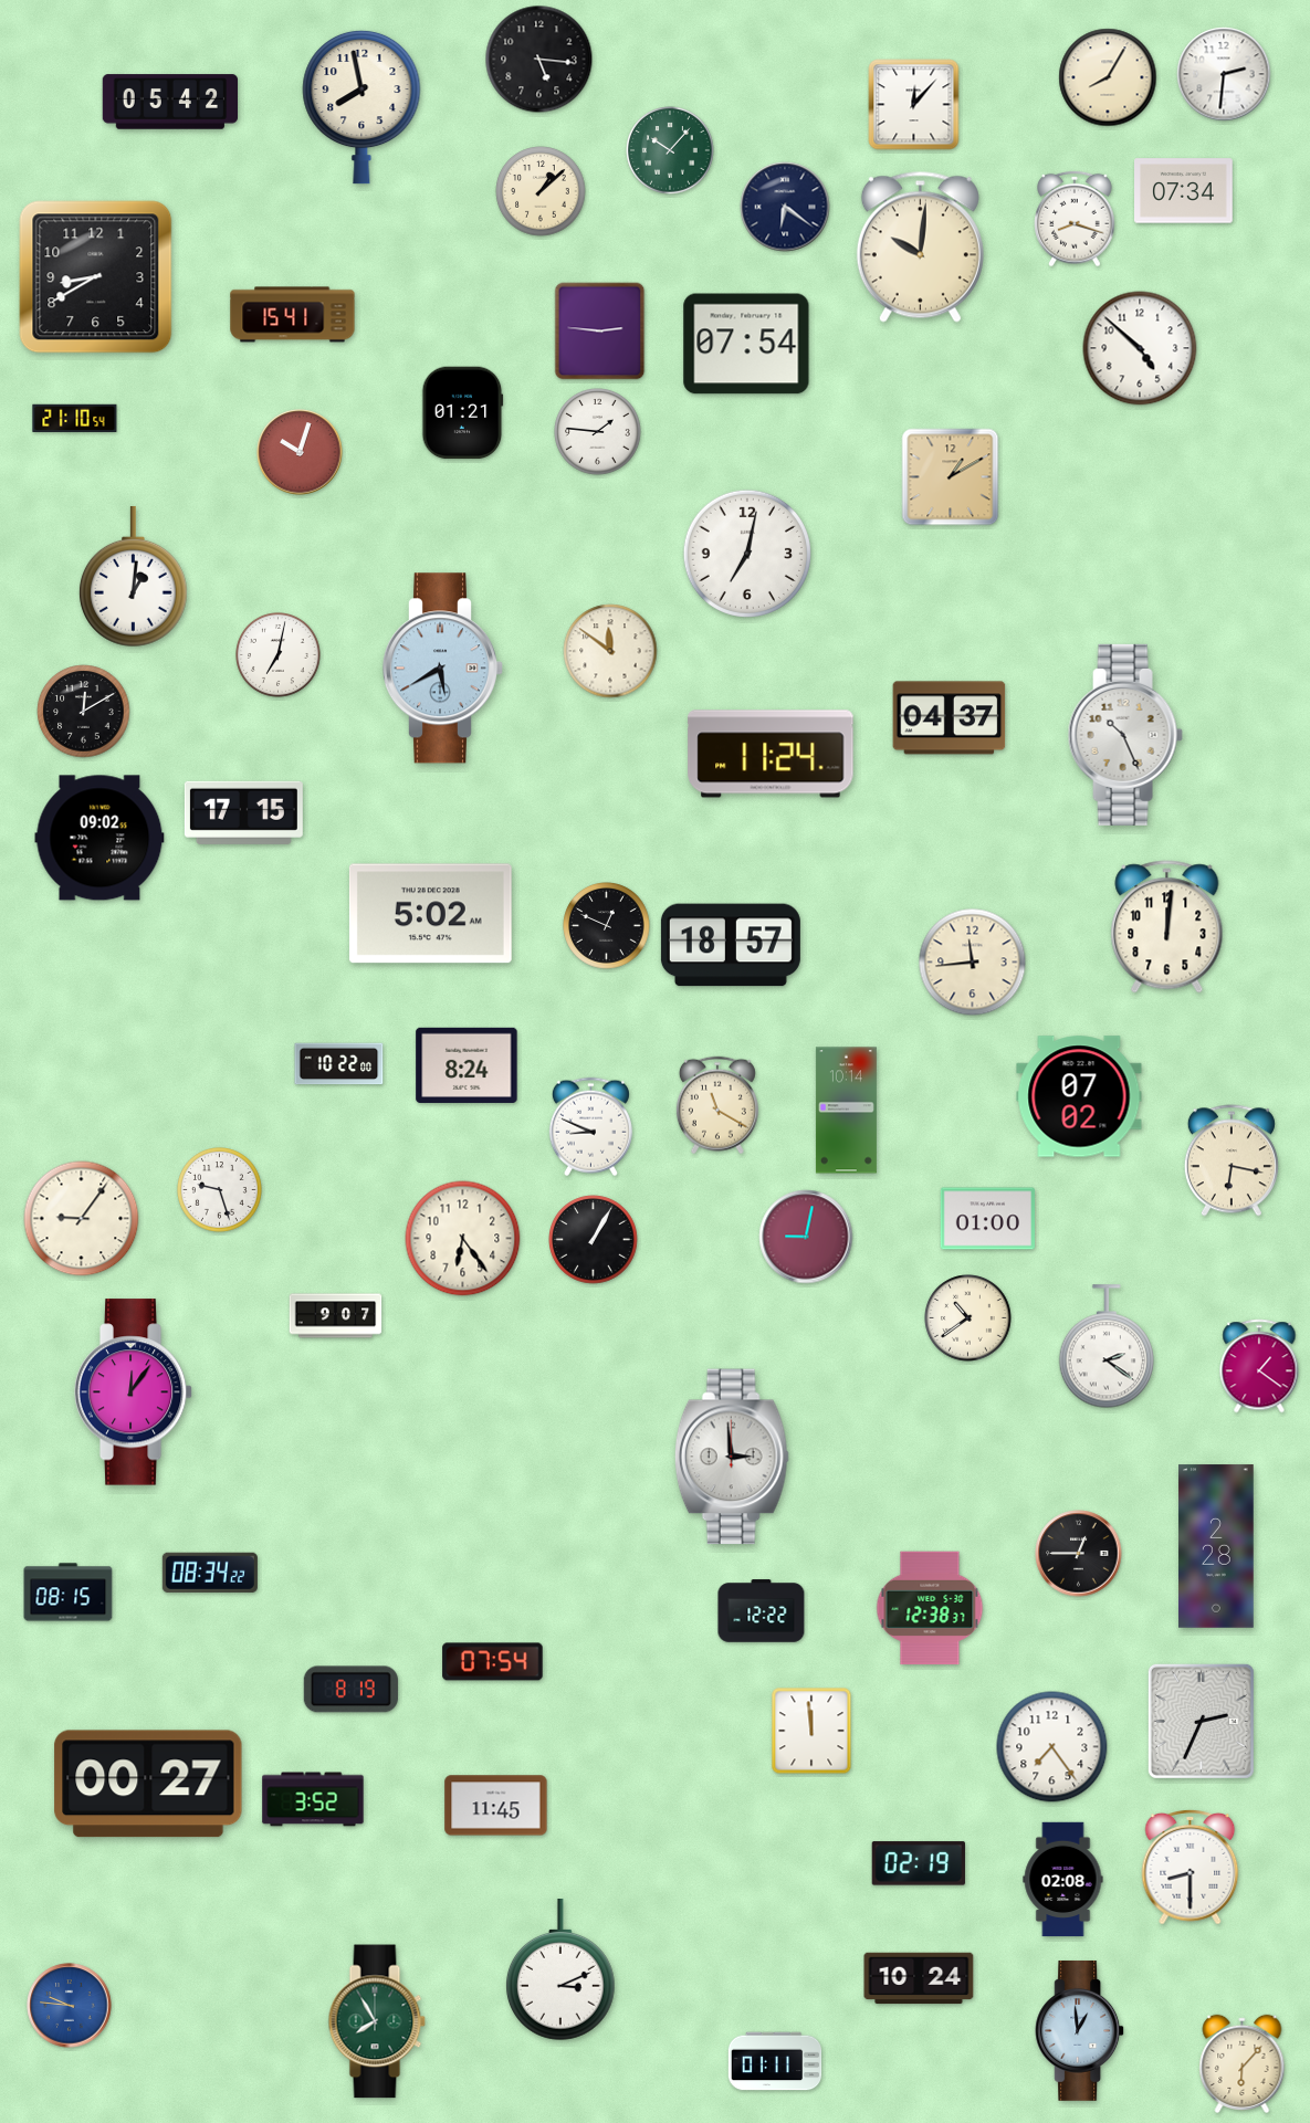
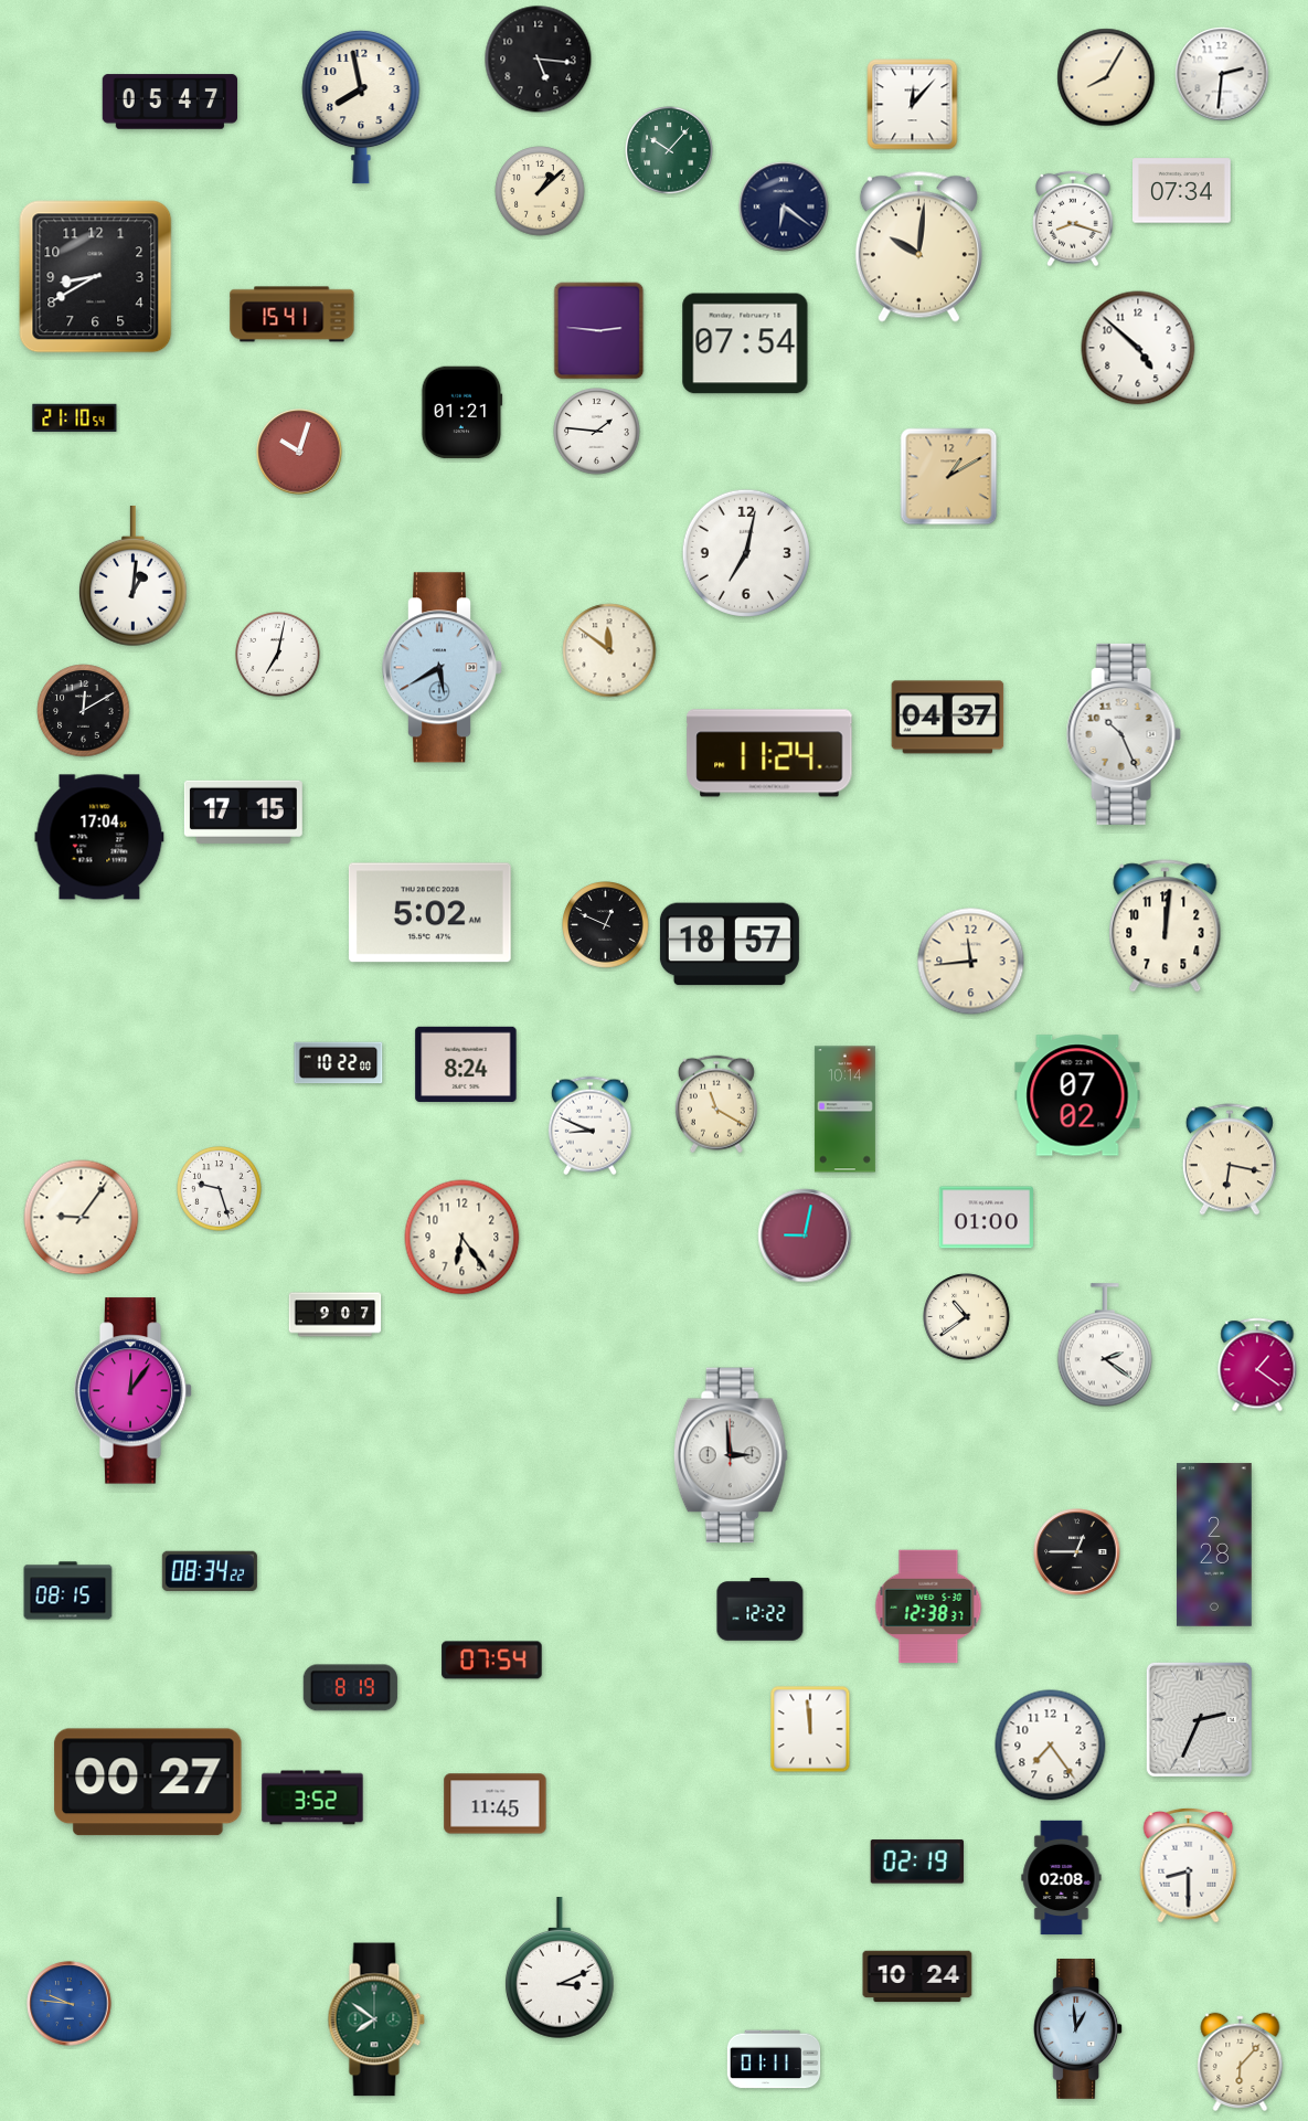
clock at (170, 102): 05:42 -> 05:47
clock at (99, 838): 09:02 -> 17:04
clock at (594, 1240): 1:05 -> none
clock at (377, 2021): 7:55 -> 7:51
